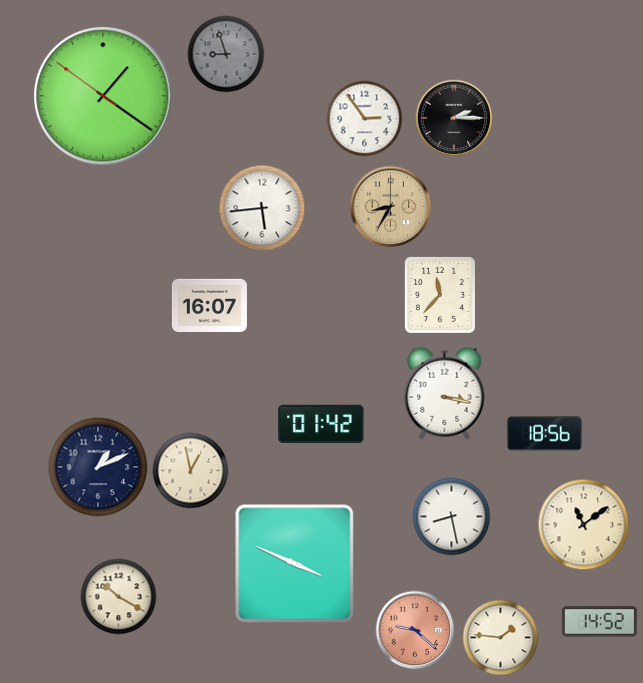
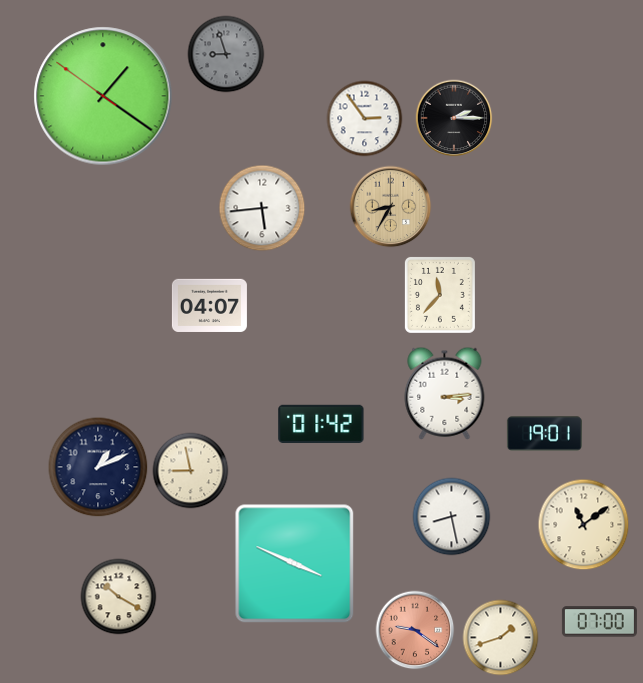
clock at (209, 305): 16:07 -> 04:07
clock at (445, 393): 3:17 -> 3:14
clock at (544, 434): 18:56 -> 19:01
clock at (191, 471): 12:58 -> 8:58
clock at (599, 622): 14:52 -> 07:00
clock at (415, 630): 9:22 -> 9:21
clock at (501, 638): 1:46 -> 1:42
